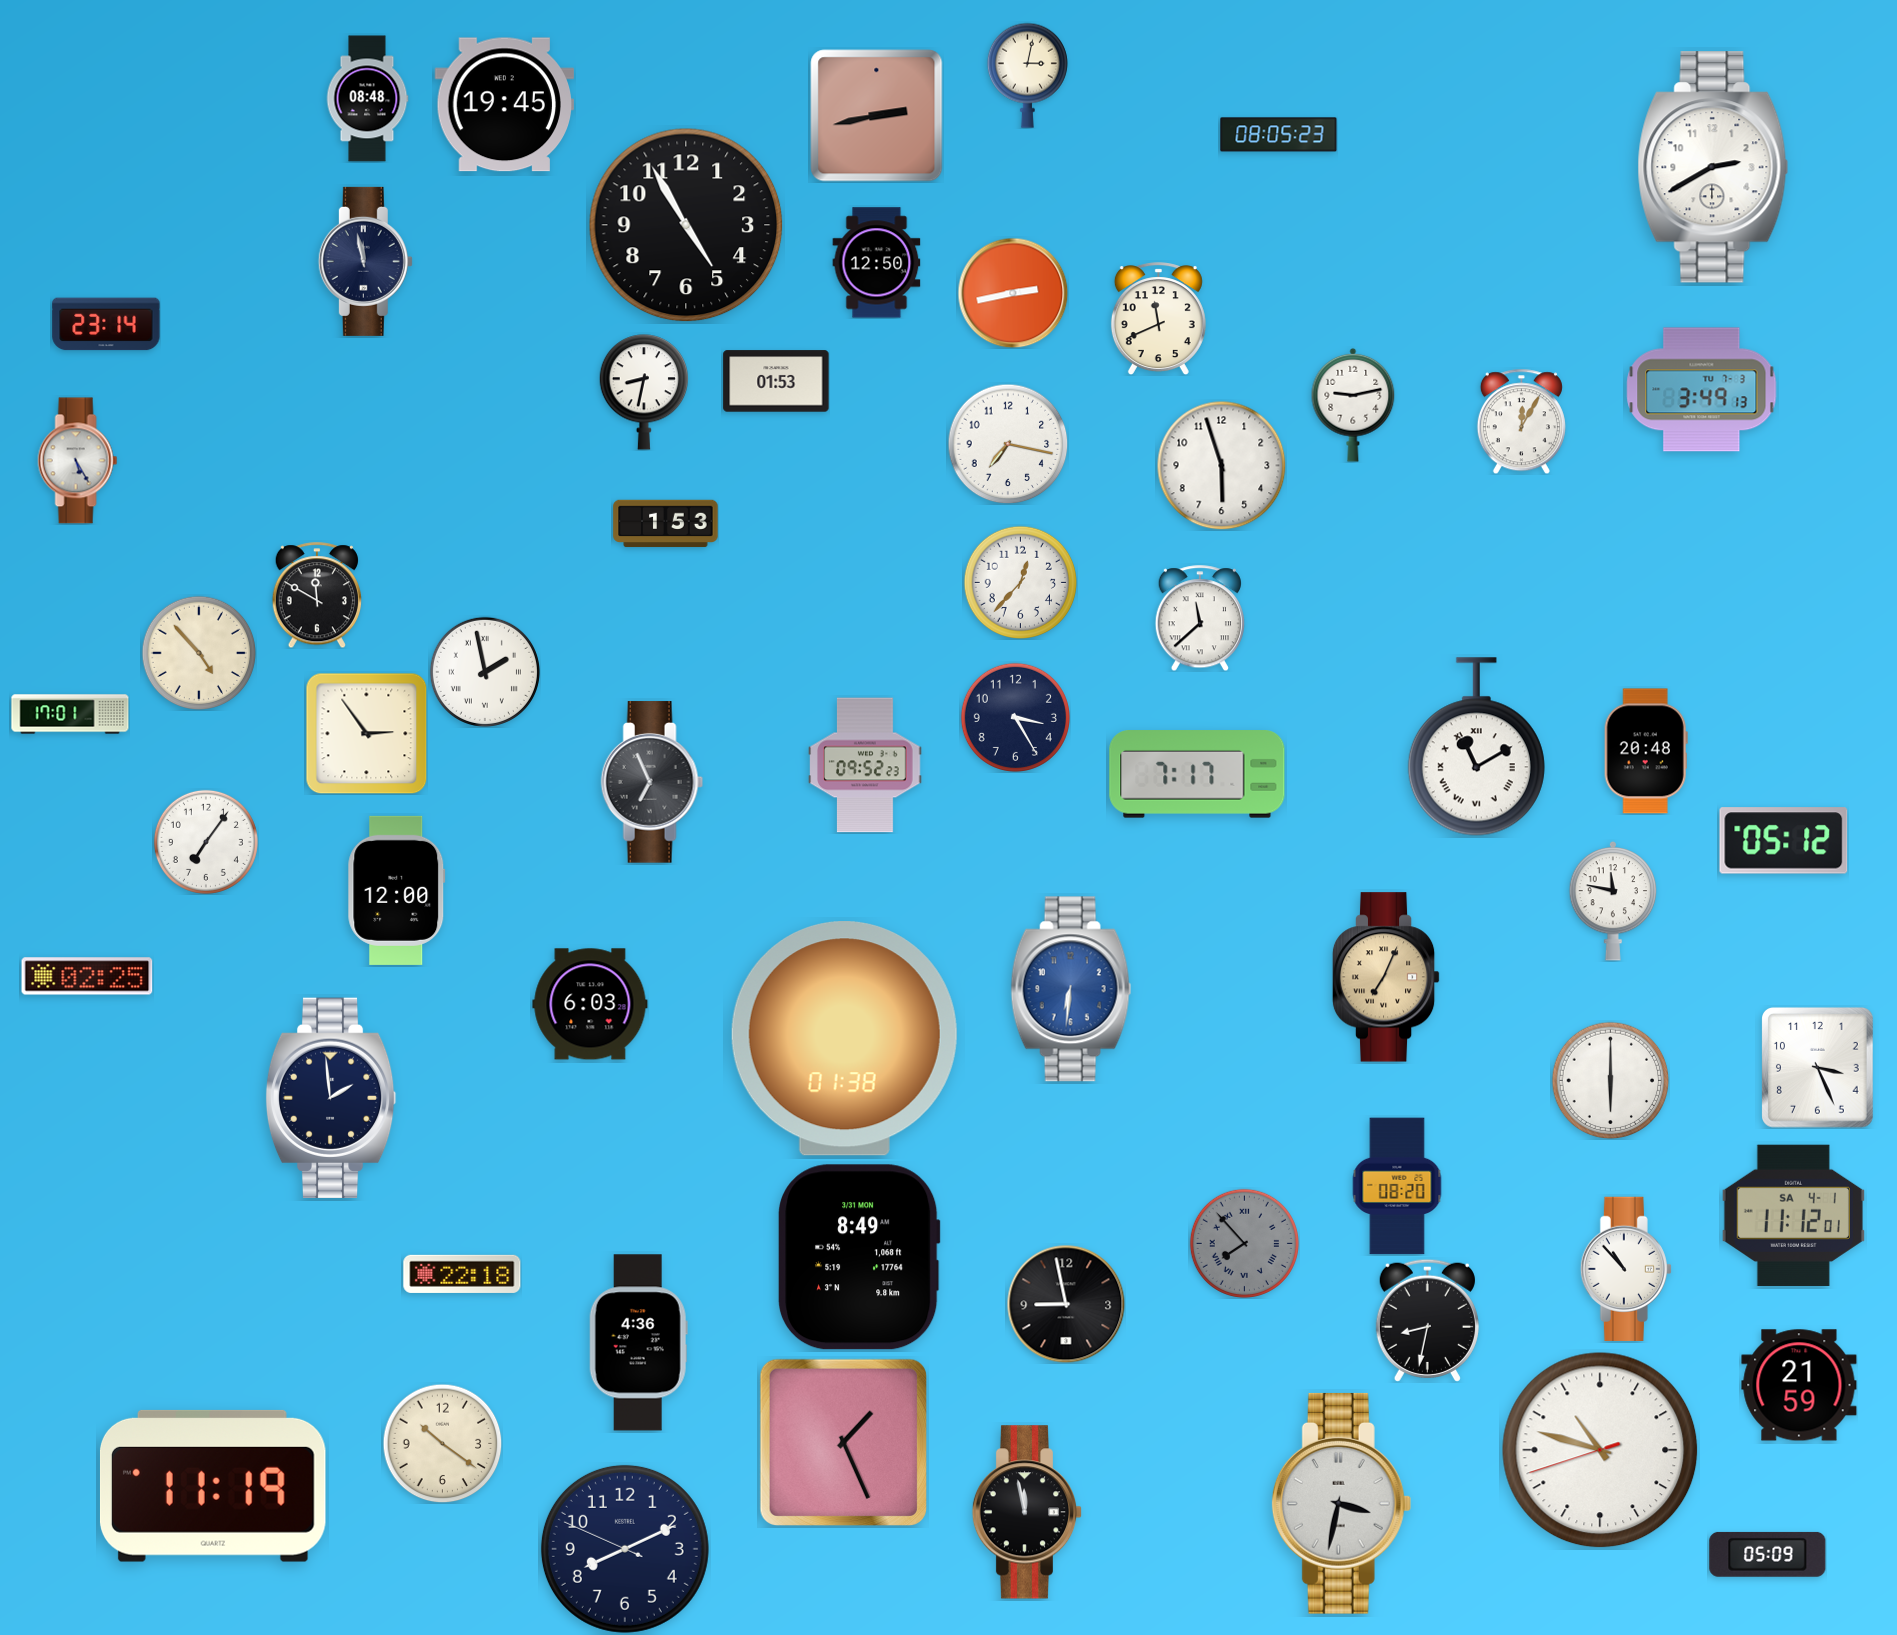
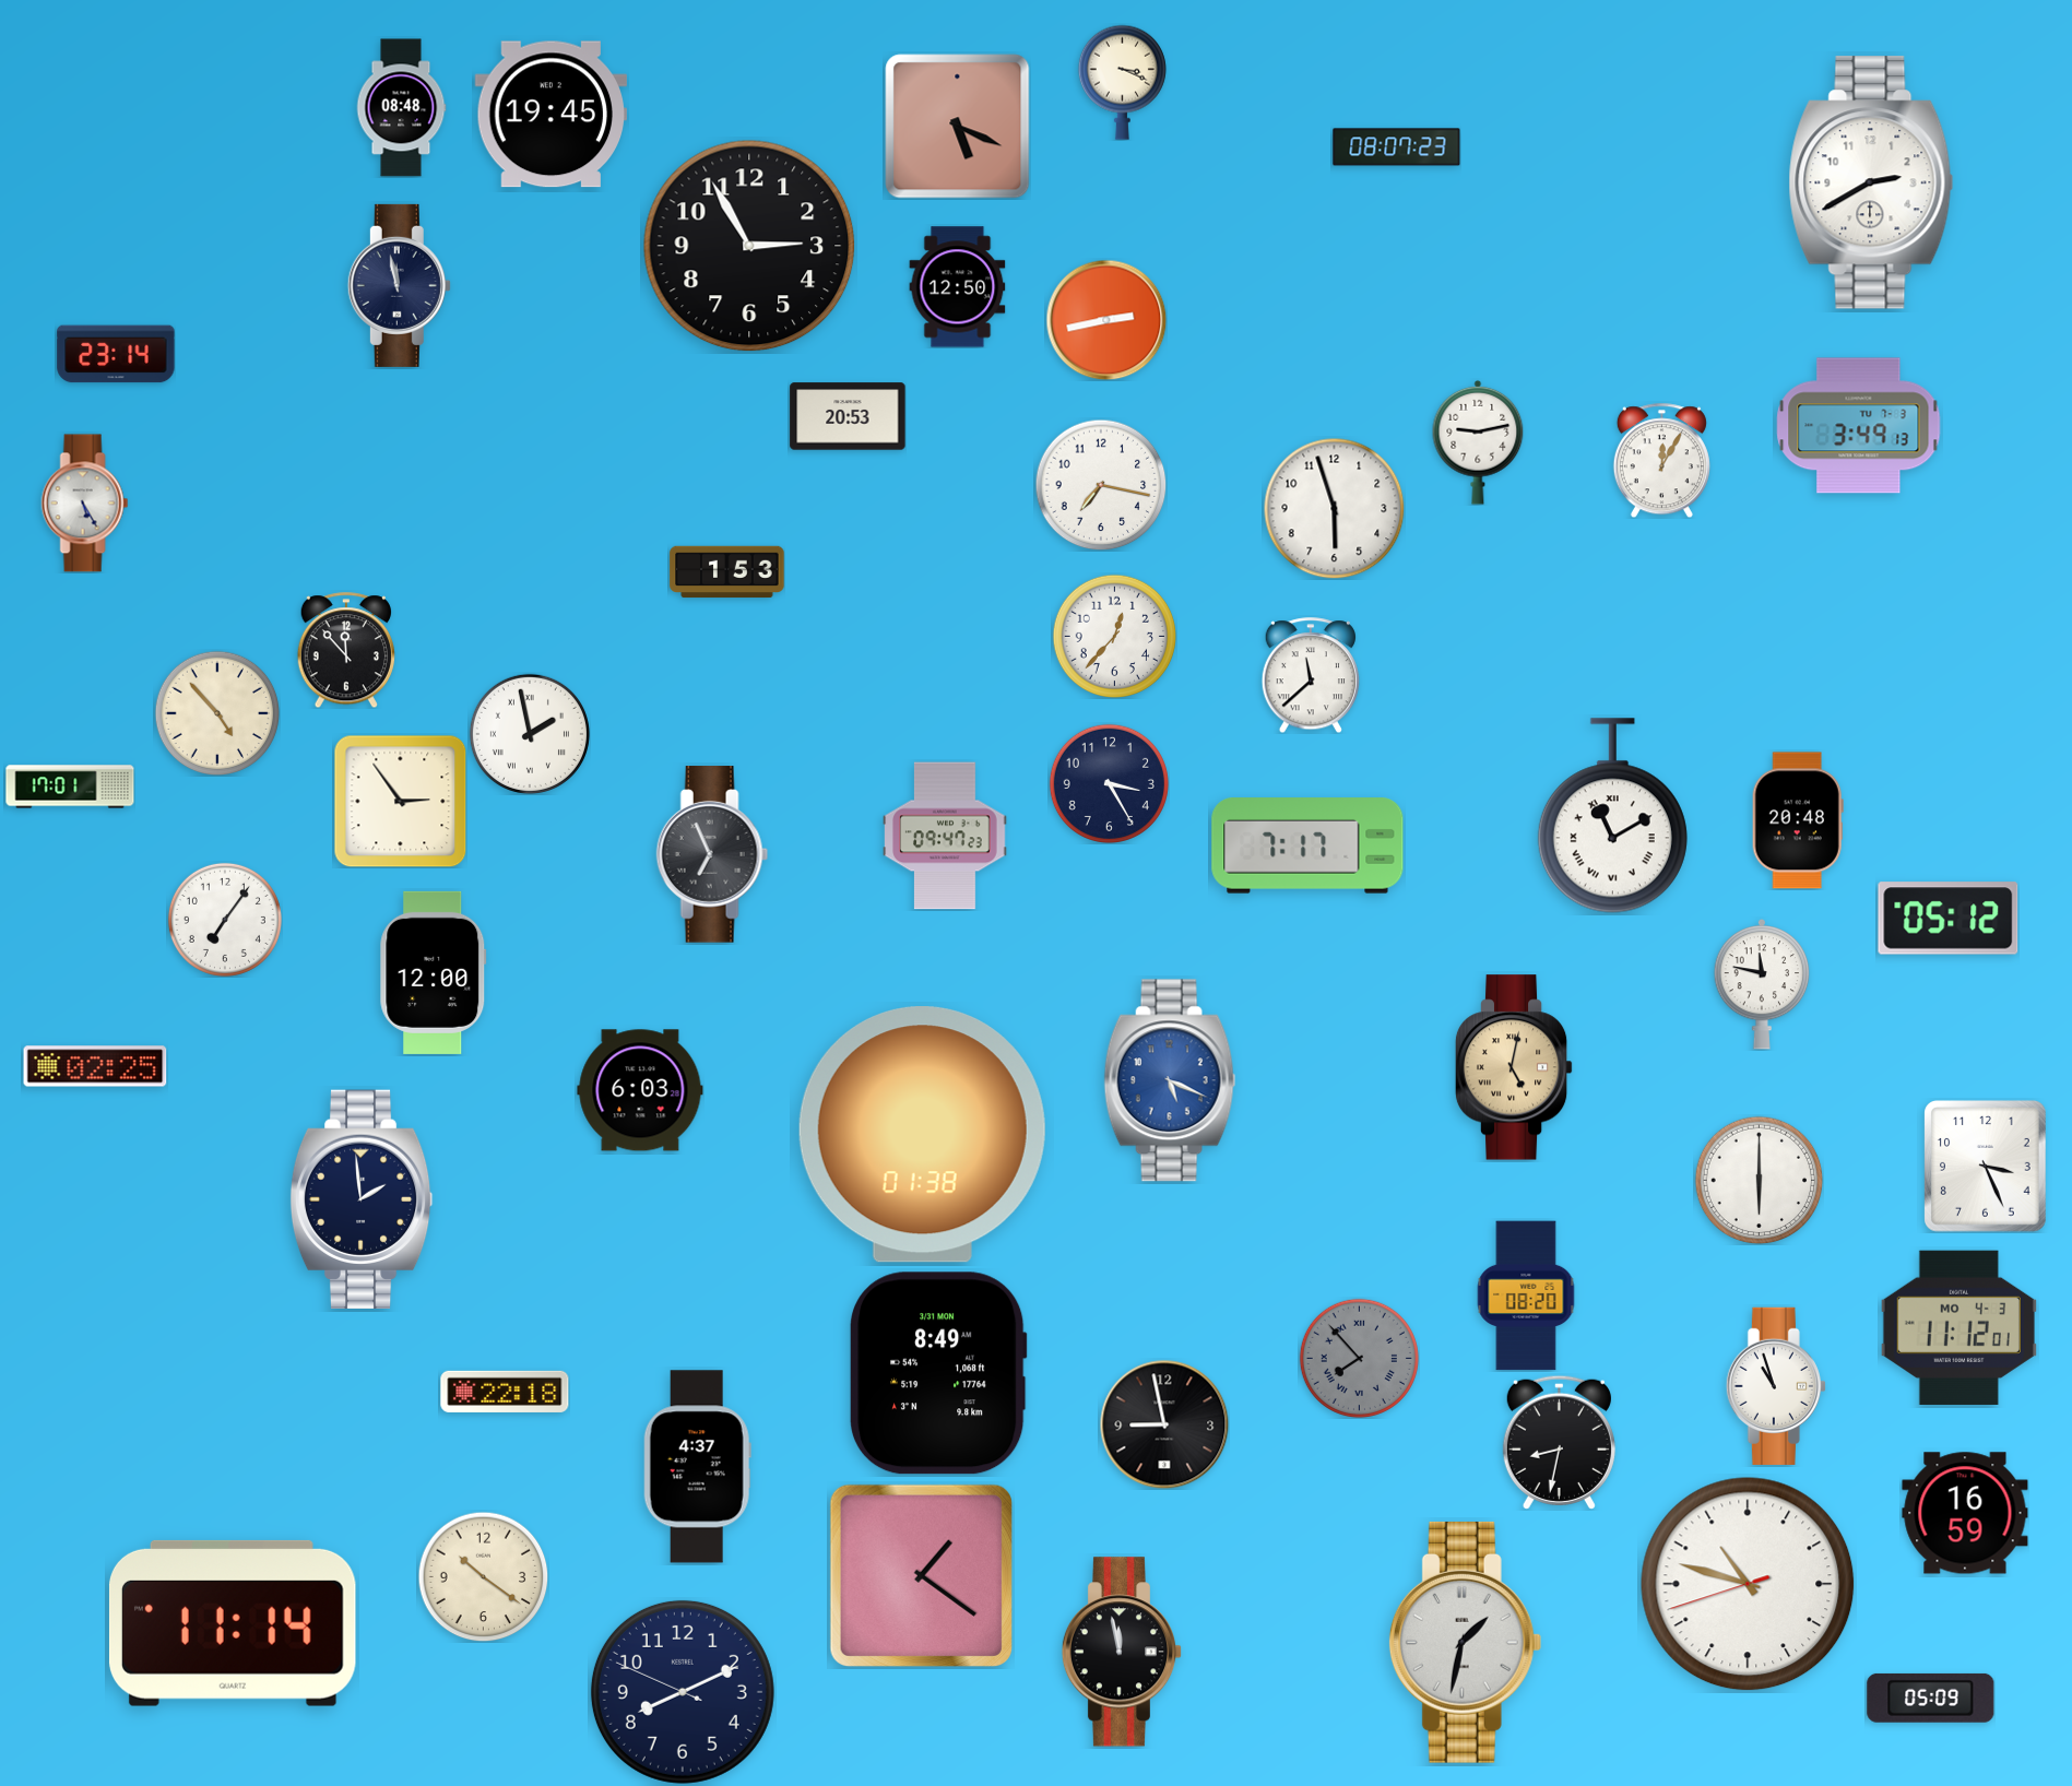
clock at (1027, 75): 3:02 -> 3:19
clock at (877, 116): 2:43 -> 5:19
clock at (1279, 135): 08:05 -> 08:07
clock at (686, 225): 4:55 -> 2:55
clock at (1158, 319): 11:41 -> none
clock at (776, 381): 01:53 -> 20:53
clock at (643, 392): 8:32 -> none
clock at (316, 595): 11:50 -> 11:53
clock at (70, 714) position: (70, 714) -> (70, 786)
clock at (865, 765): 09:52 -> 09:47
clock at (1386, 977): 7:04 -> 5:02
clock at (1071, 989): 6:31 -> 5:19
clock at (590, 1004) position: (590, 1004) -> (640, 1090)
clock at (1793, 1215) date: SA 4-1 -> MO 4-3
clock at (1626, 1269): 10:53 -> 10:57
clock at (638, 1343): 4:36 -> 4:37
clock at (1799, 1385): 21:59 -> 16:59
clock at (843, 1442): 1:26 -> 1:21
clock at (213, 1486): 11:19 -> 11:14
clock at (1342, 1503): 3:32 -> 1:32
